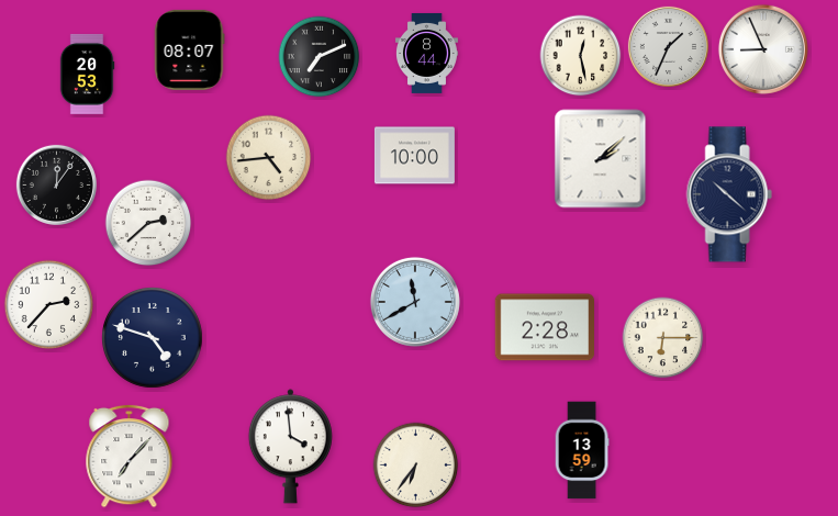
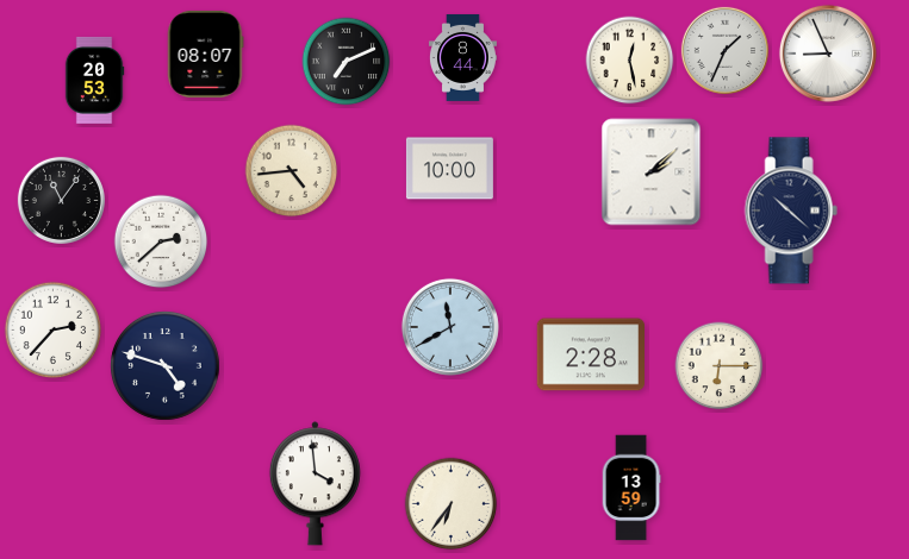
clock at (56, 184): 12:06 -> 11:06
clock at (130, 456): 7:07 -> none
